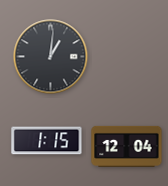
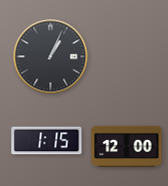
clock at (51, 57): 1:01 -> 1:04
clock at (127, 146): 12:04 -> 12:00
